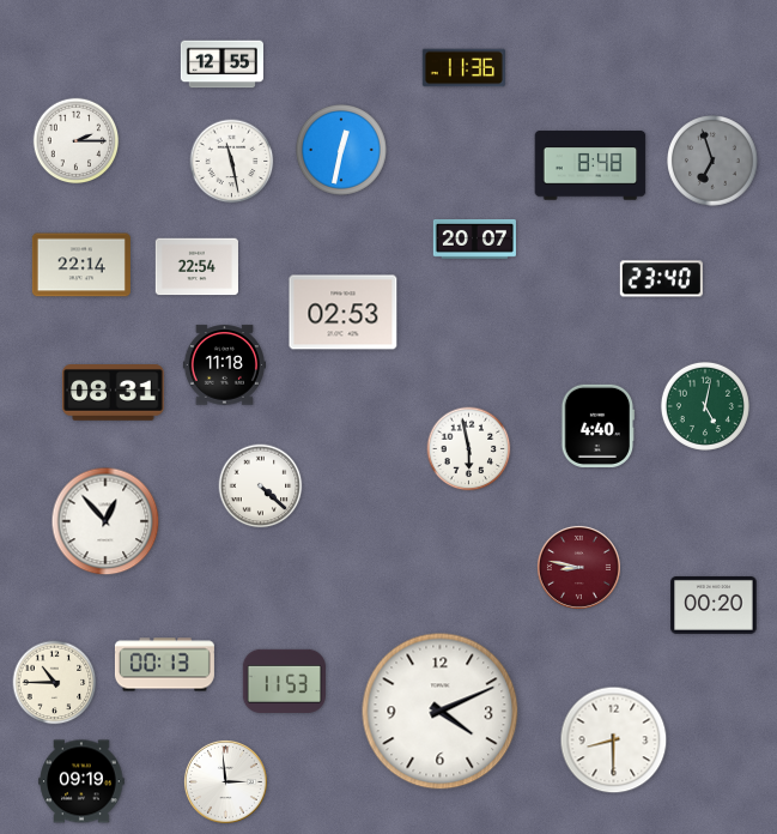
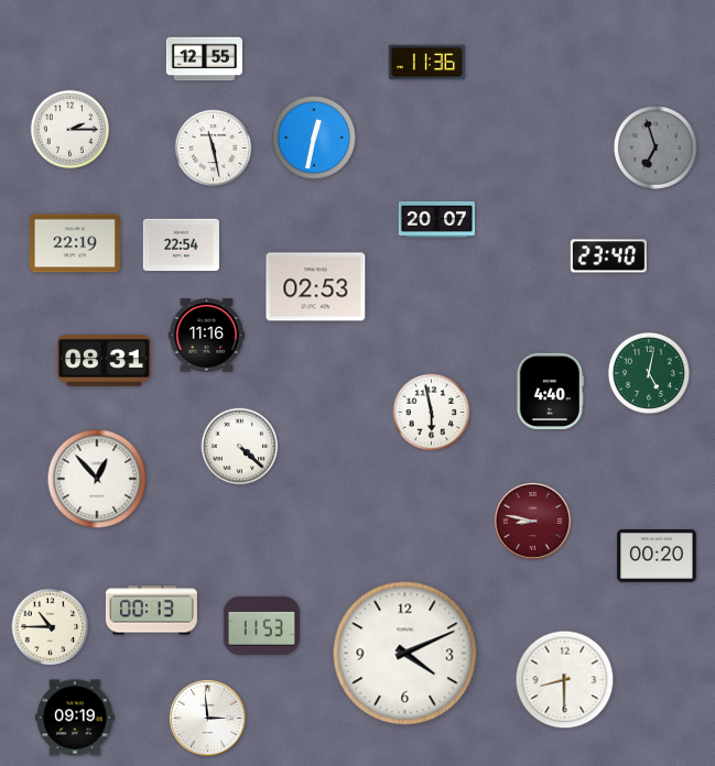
clock at (590, 165): 8:48 -> none
clock at (81, 265): 22:14 -> 22:19
clock at (224, 365): 11:18 -> 11:16
